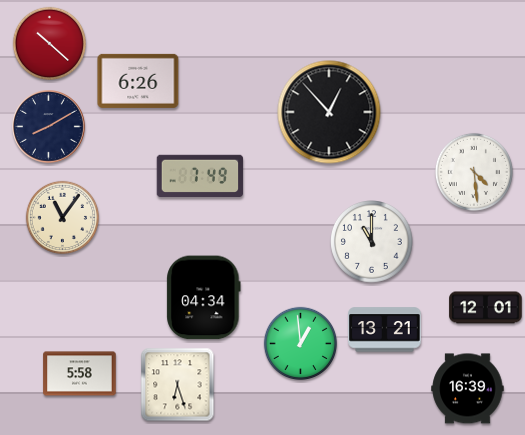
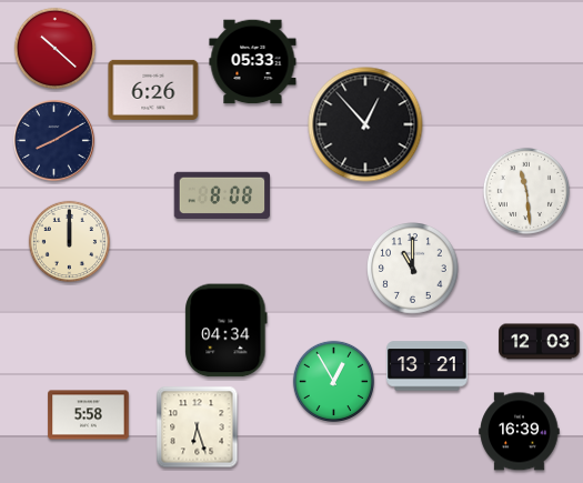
clock at (253, 62): none -> 05:33
clock at (474, 172): 4:29 -> 11:29
clock at (200, 175): 7:49 -> 8:08
clock at (63, 218): 11:06 -> 12:00
clock at (486, 308): 12:01 -> 12:03
clock at (301, 344): 12:59 -> 12:55
